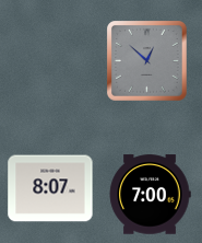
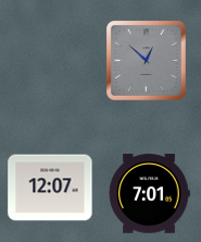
clock at (50, 188): 8:07 -> 12:07
clock at (150, 195): 7:00 -> 7:01
